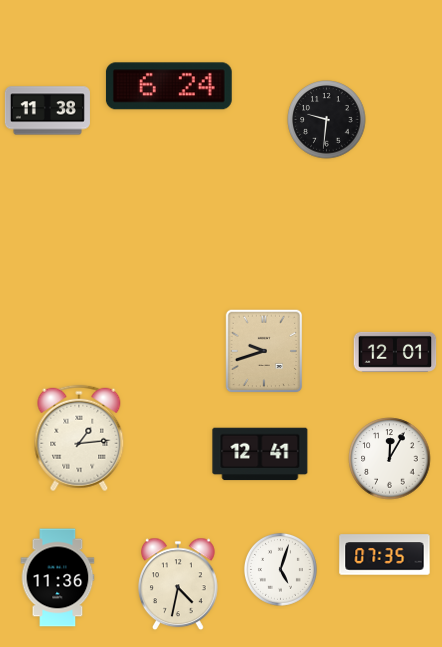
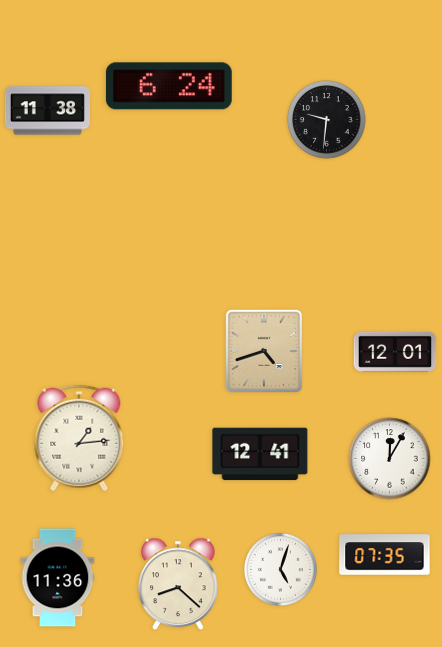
clock at (264, 351): 9:42 -> 4:42
clock at (179, 584): 4:32 -> 8:22
